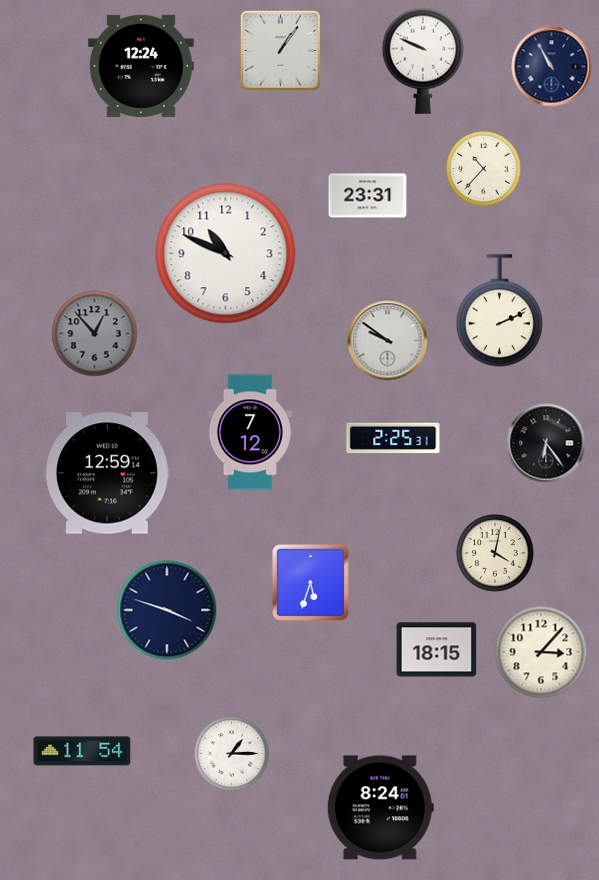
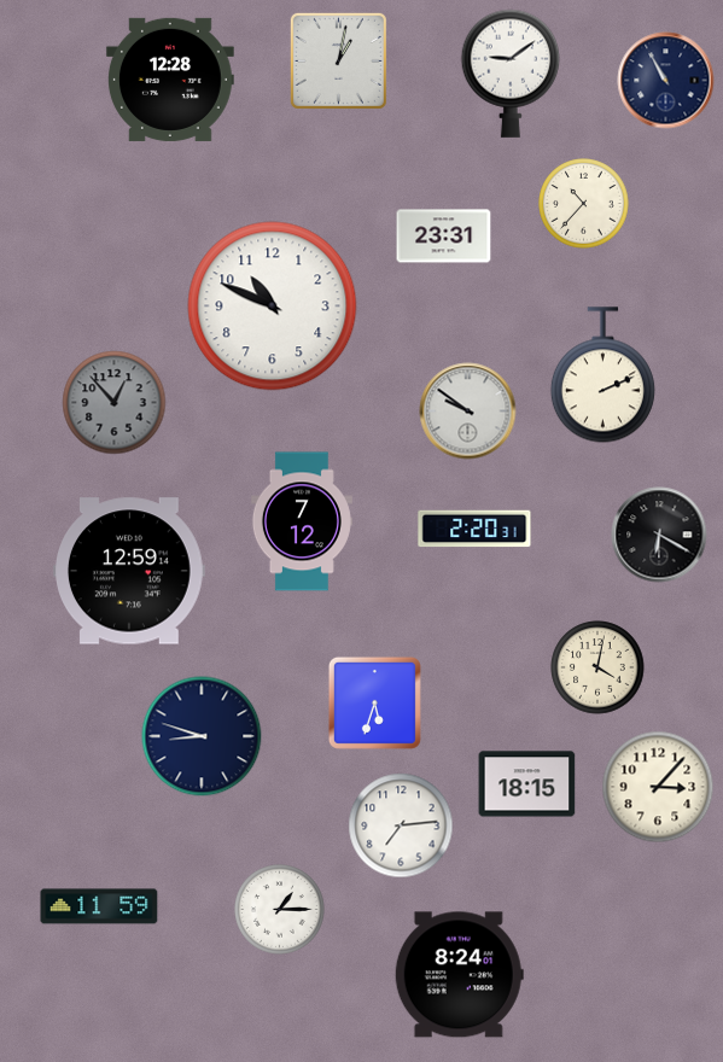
clock at (280, 50): 1:06 -> 1:02
clock at (423, 61): 9:49 -> 9:09
clock at (141, 66): 12:24 -> 12:28
clock at (393, 438): 2:25 -> 2:20
clock at (546, 443): 6:24 -> 6:20
clock at (167, 610): 3:48 -> 8:48
clock at (541, 652) position: (541, 652) -> (658, 787)
clock at (401, 825): none -> 7:14
clock at (82, 751): 11:54 -> 11:59
